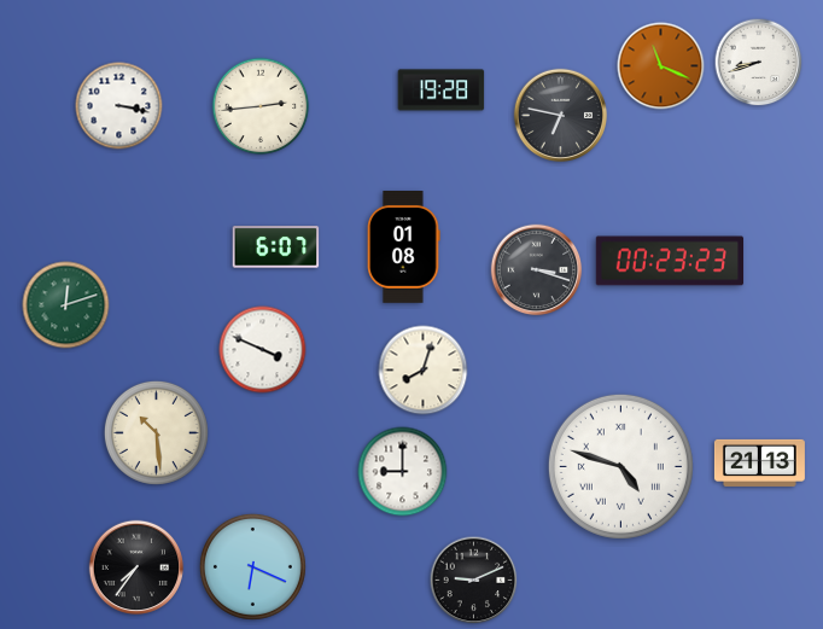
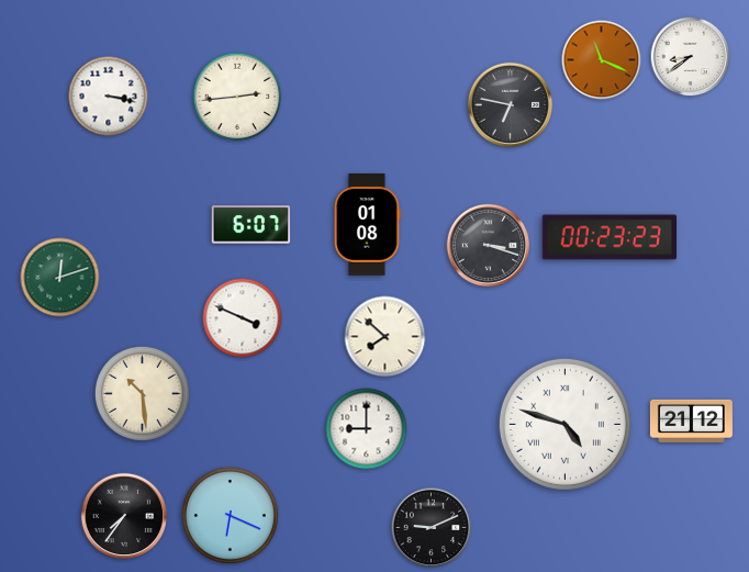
clock at (759, 63): 8:42 -> 8:39
clock at (442, 91): 19:28 -> none
clock at (263, 350) position: (263, 350) -> (243, 318)
clock at (424, 371): 8:03 -> 7:52
clock at (759, 462): 21:13 -> 21:12
